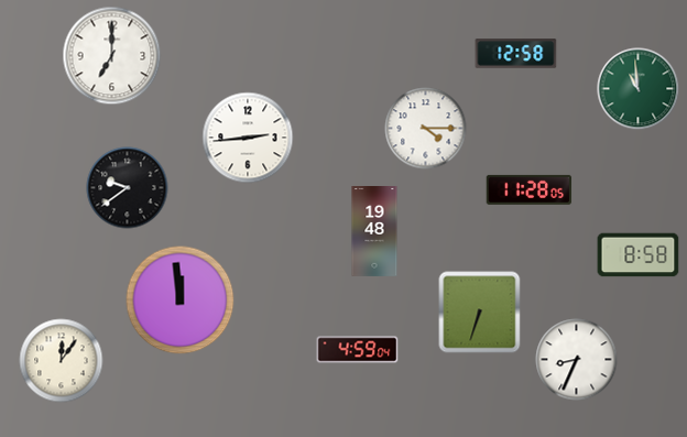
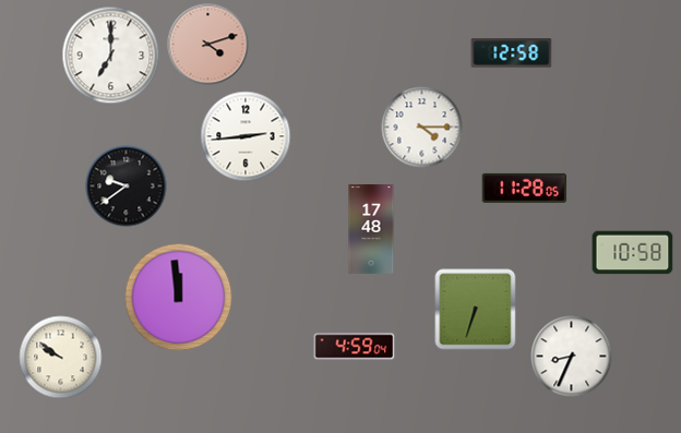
clock at (208, 45): none -> 4:12
clock at (639, 89): 10:59 -> none
clock at (374, 232): 19:48 -> 17:48
clock at (639, 255): 8:58 -> 10:58
clock at (62, 361): 12:06 -> 9:51
